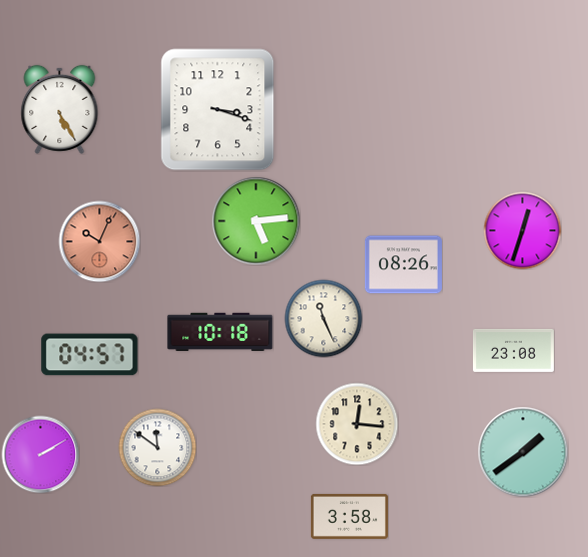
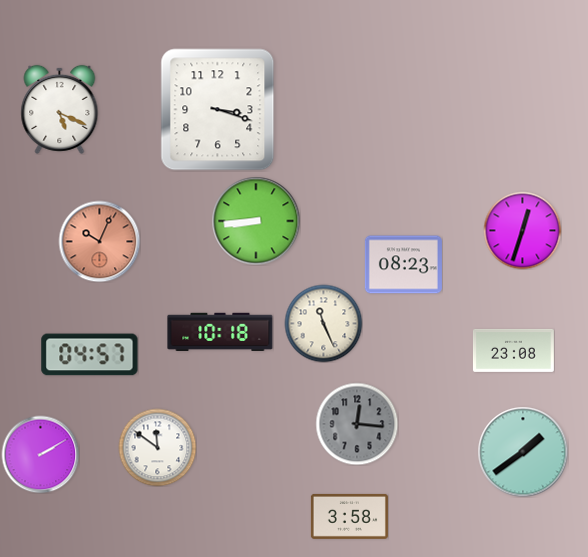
clock at (60, 109): 5:25 -> 5:19
clock at (256, 221): 5:14 -> 8:44
clock at (403, 265): 08:26 -> 08:23
clock at (323, 318) position: (323, 318) -> (323, 323)
clock at (357, 424) dial: cream -> grey
